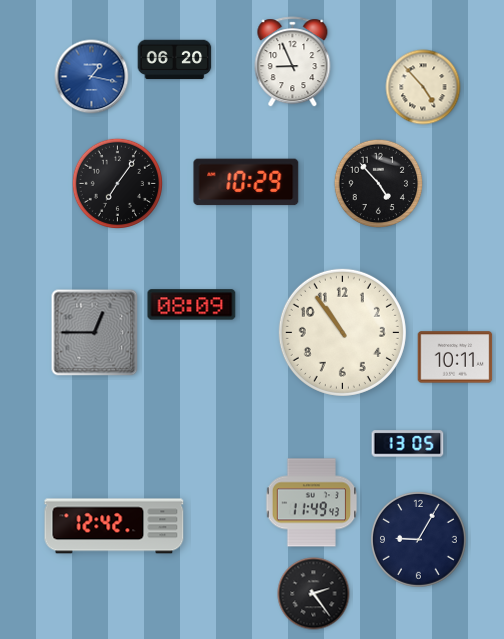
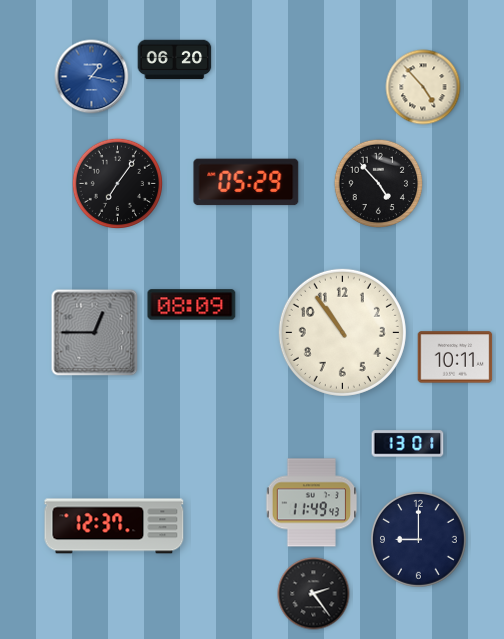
clock at (293, 62): 8:56 -> none
clock at (246, 182): 10:29 -> 05:29
clock at (408, 444): 13:05 -> 13:01
clock at (114, 526): 12:42 -> 12:37
clock at (418, 539): 9:05 -> 9:00
